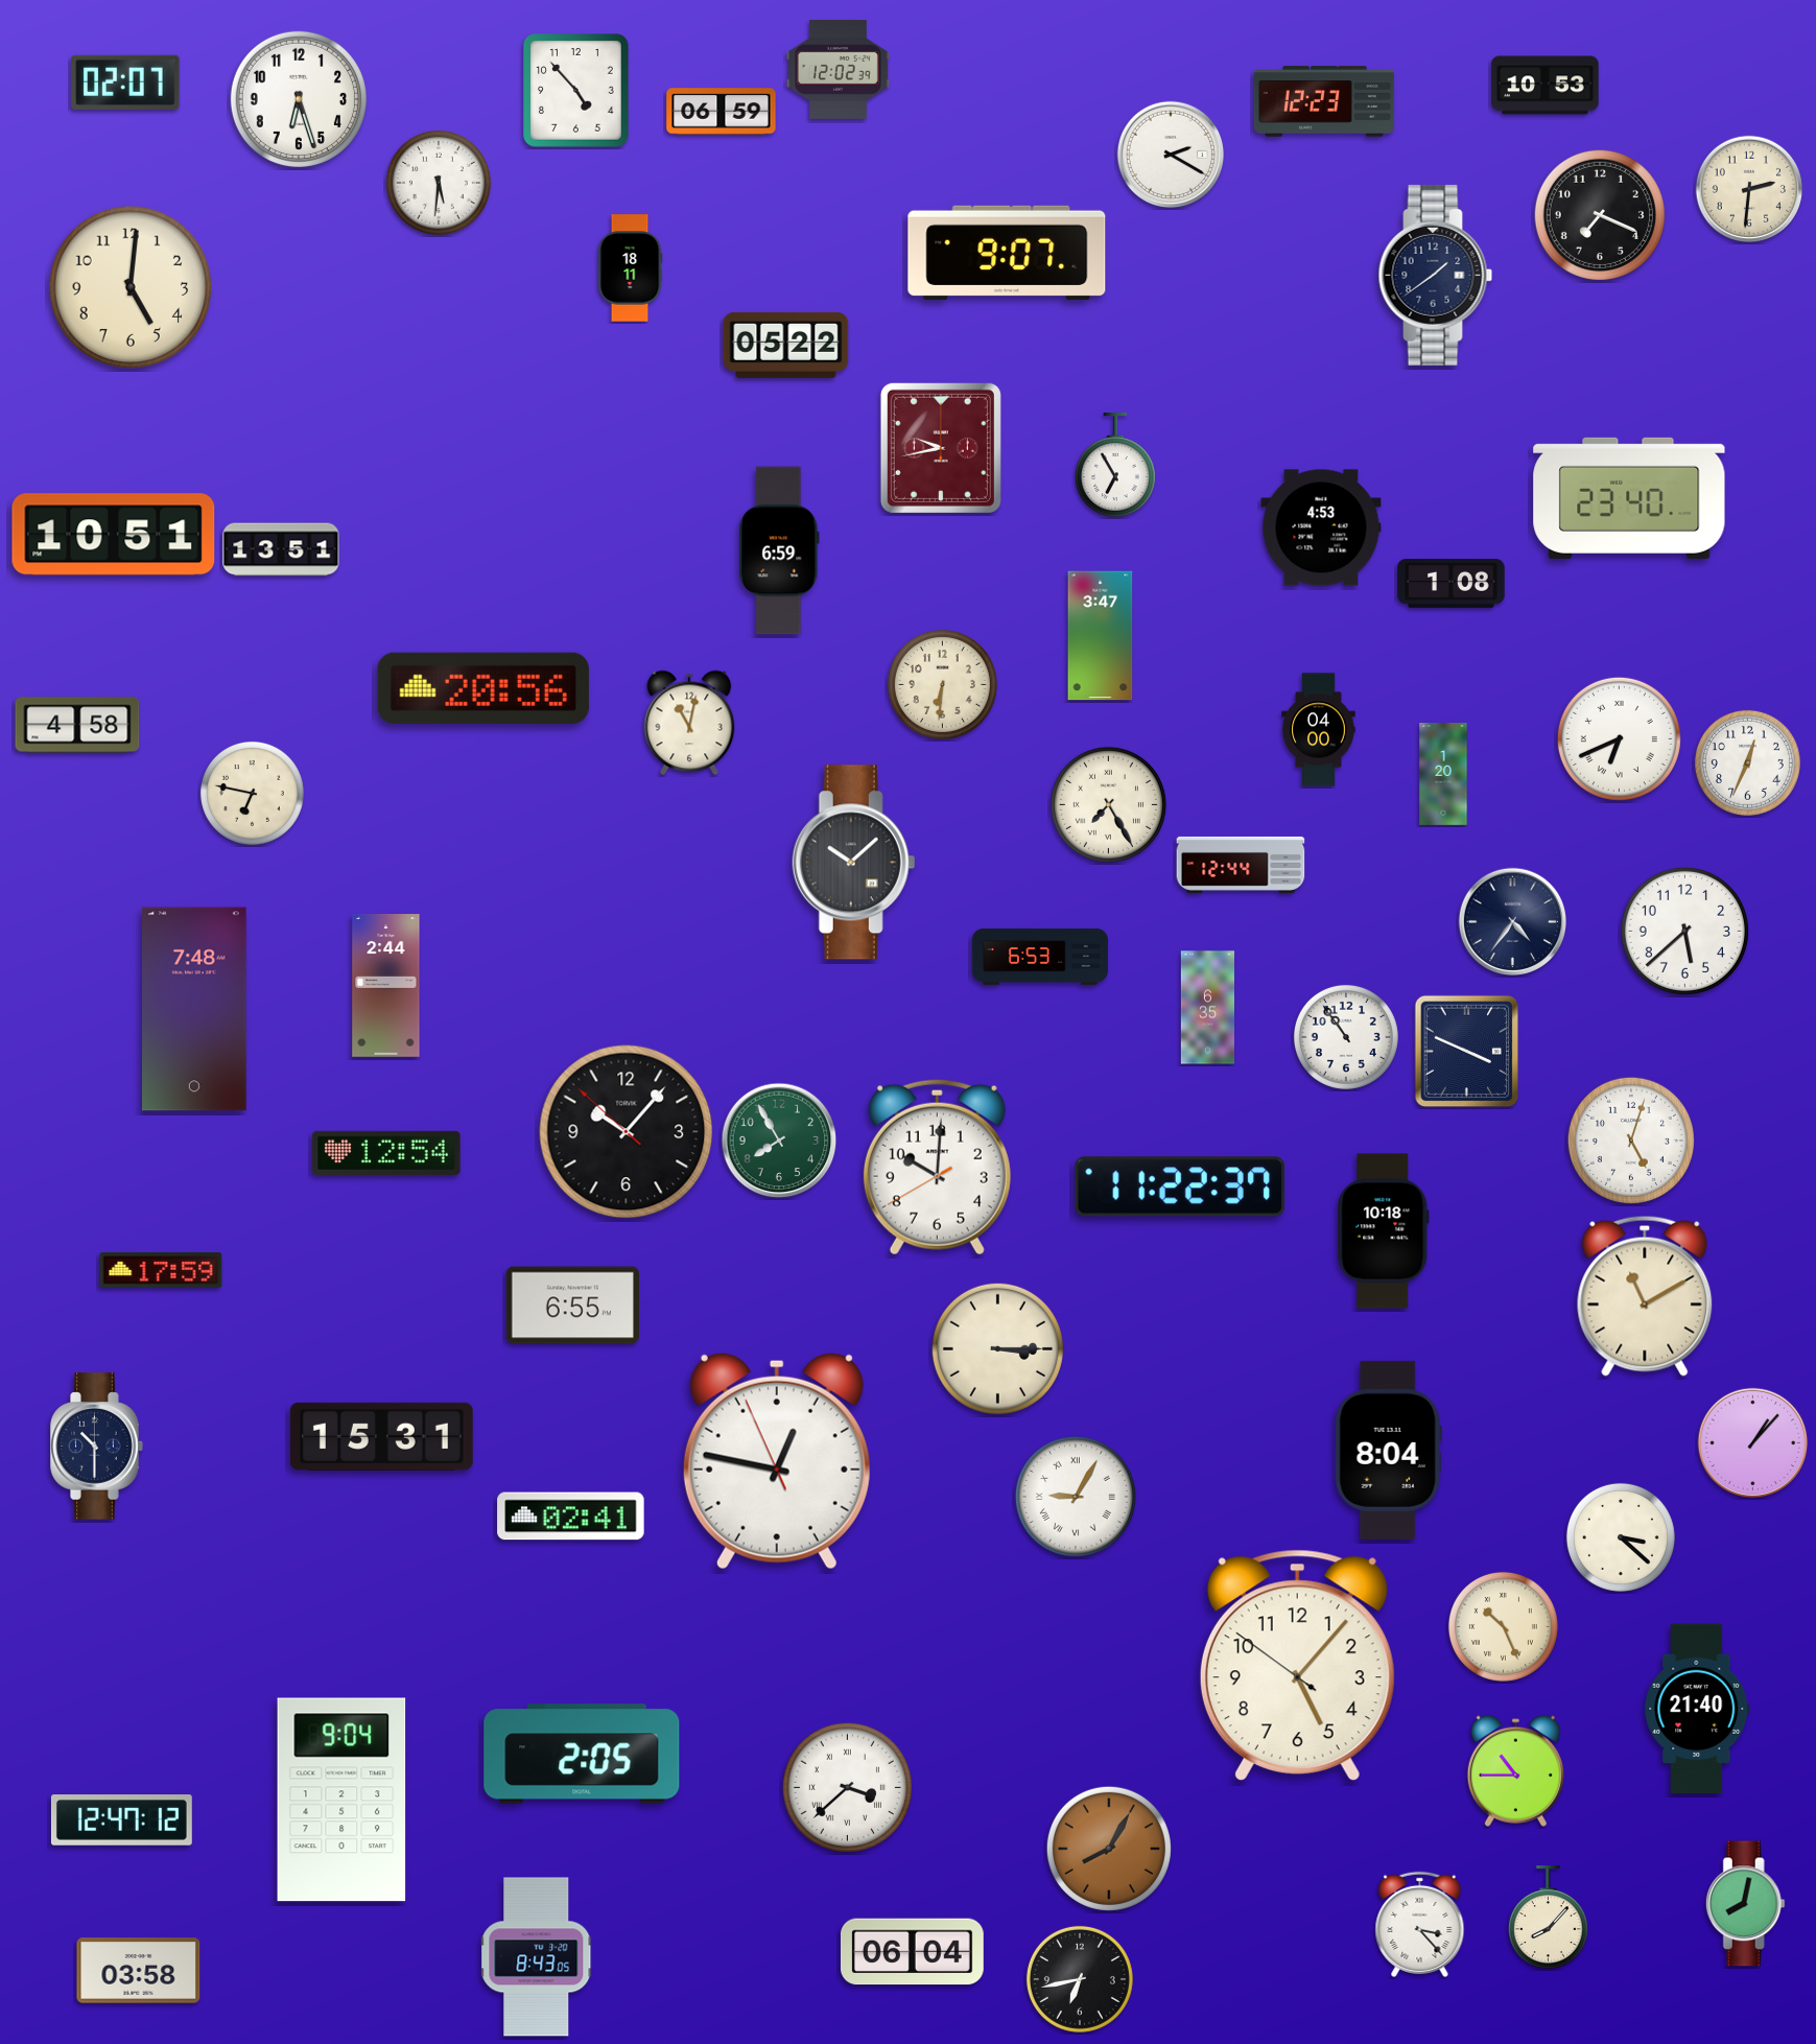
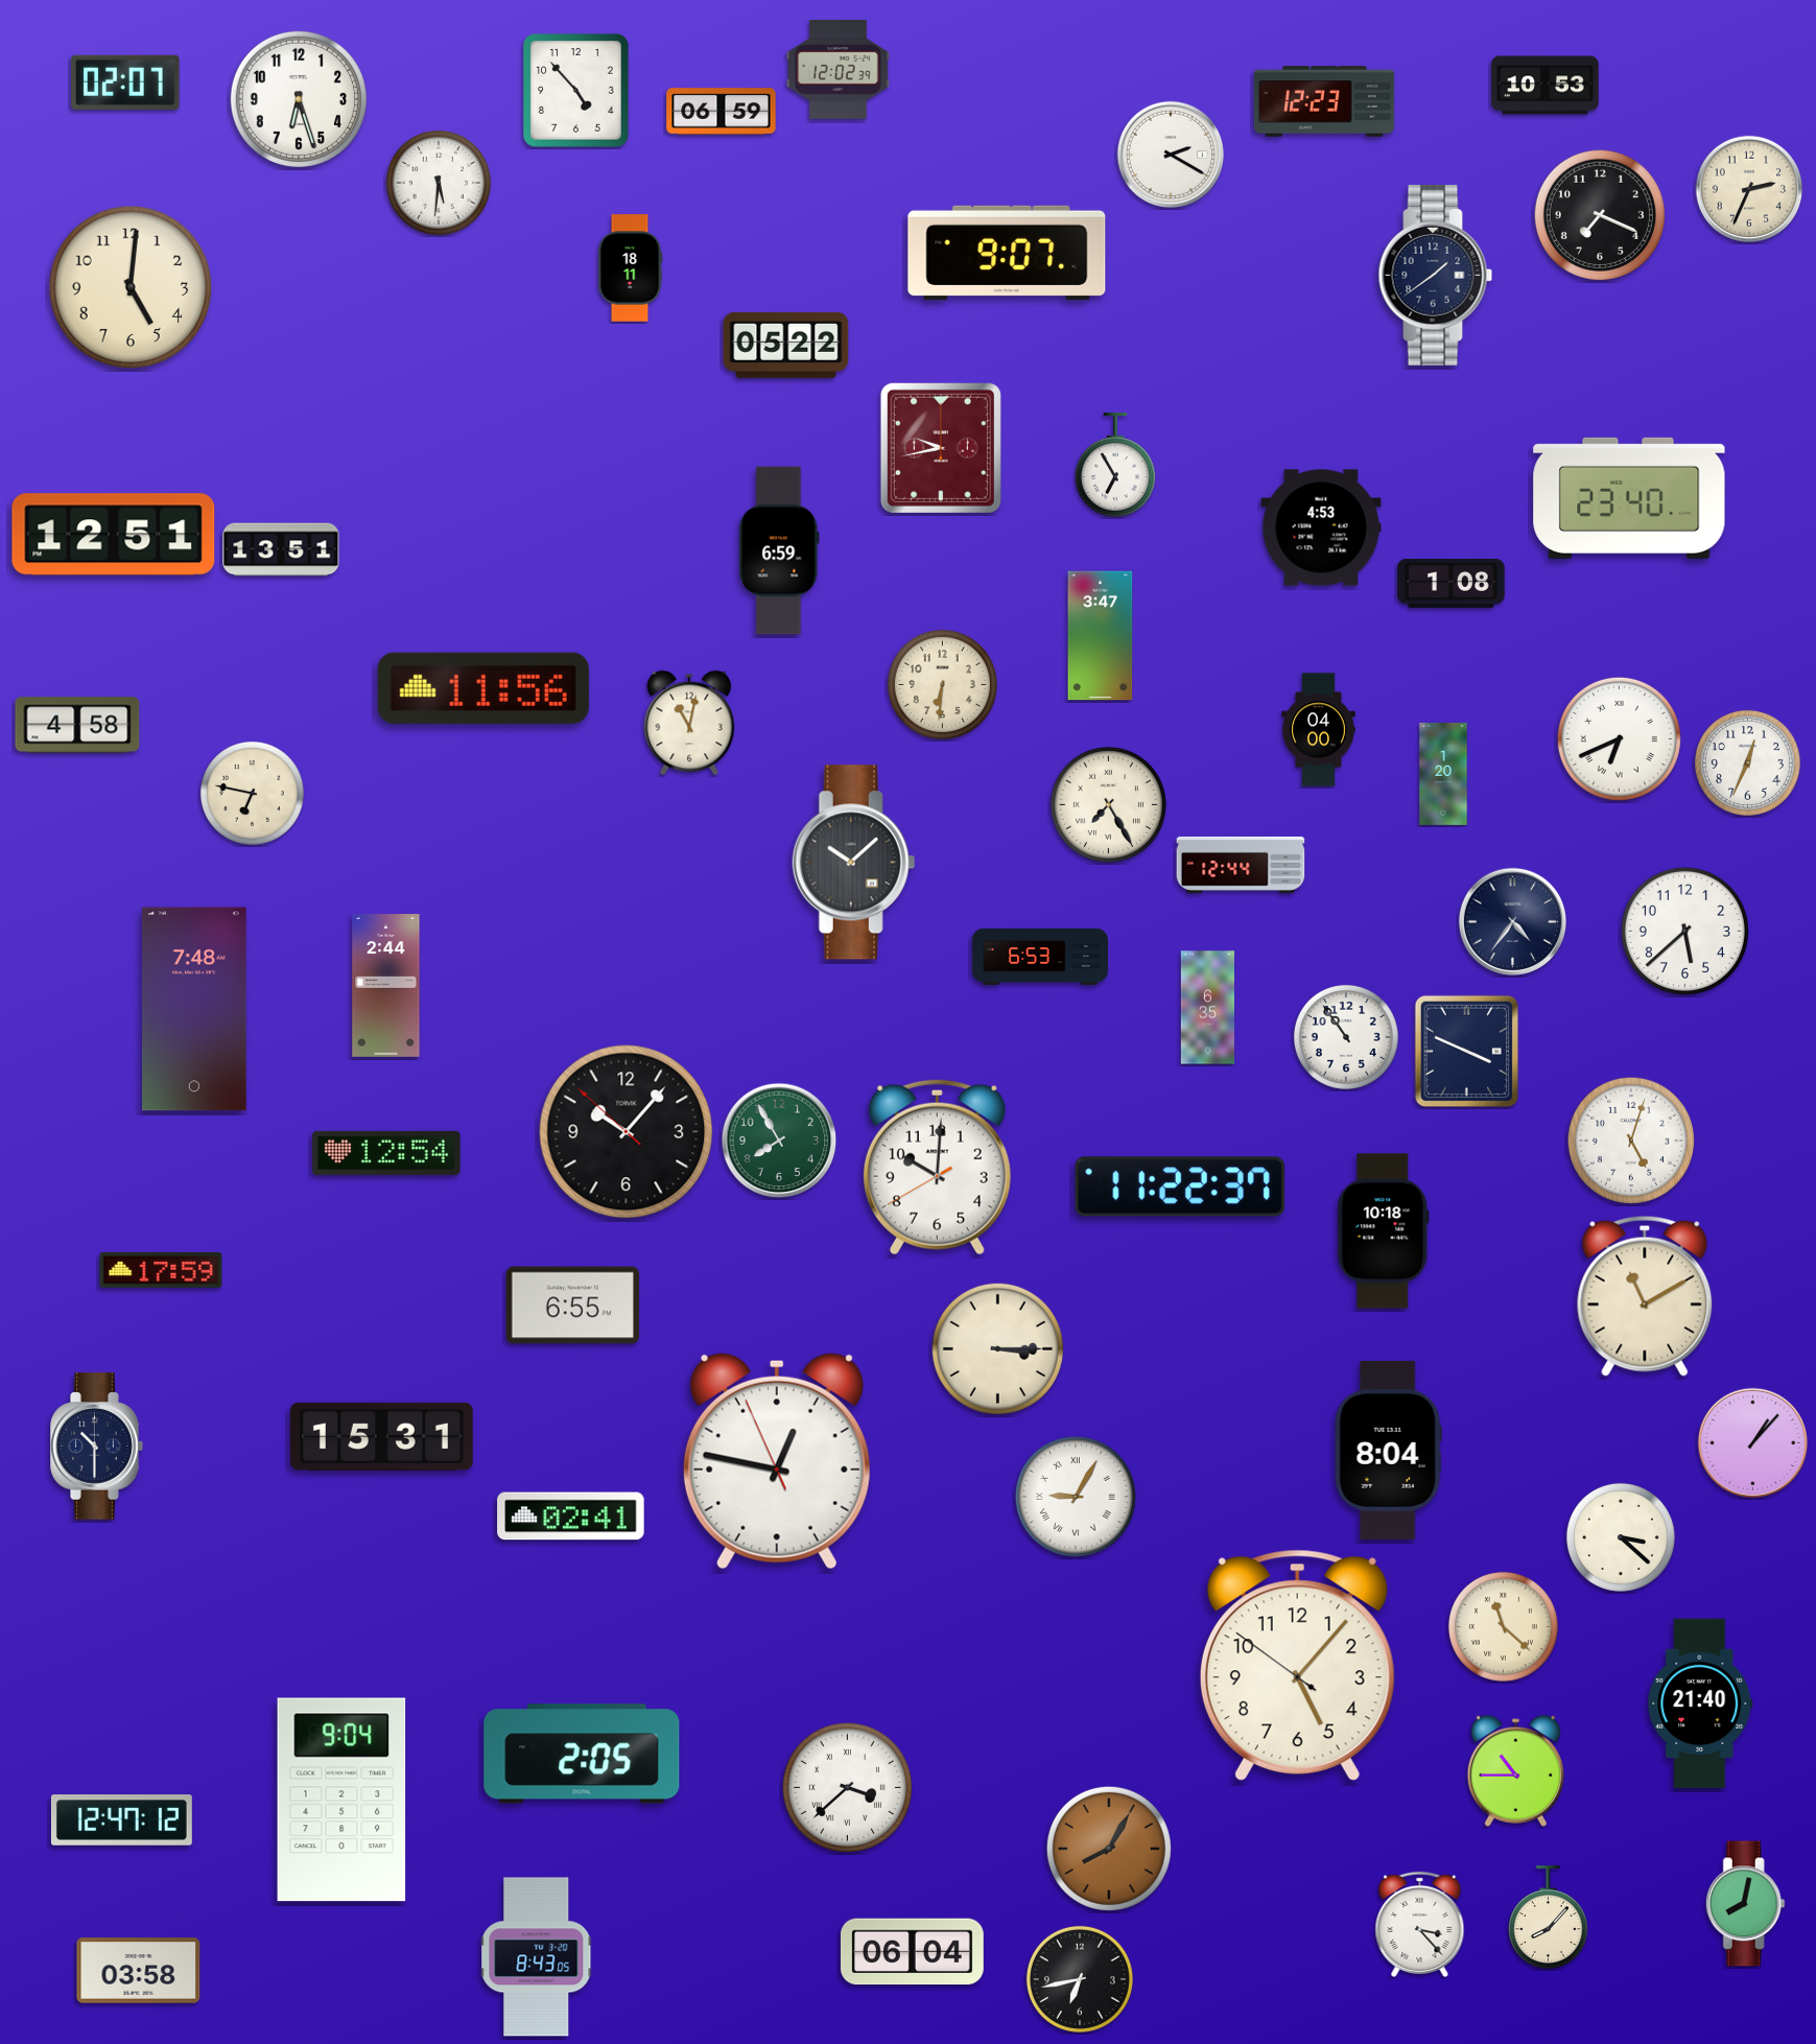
clock at (1748, 188): 2:31 -> 2:34
clock at (114, 535): 10:51 -> 12:51
clock at (484, 688): 20:56 -> 11:56
clock at (1503, 1626): 10:26 -> 11:22
clock at (1697, 1709) position: (1697, 1709) -> (1700, 1704)
